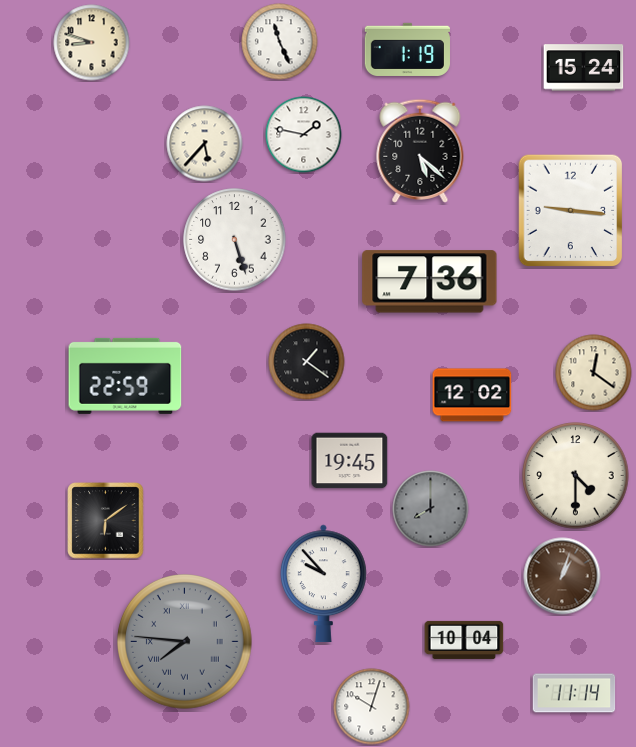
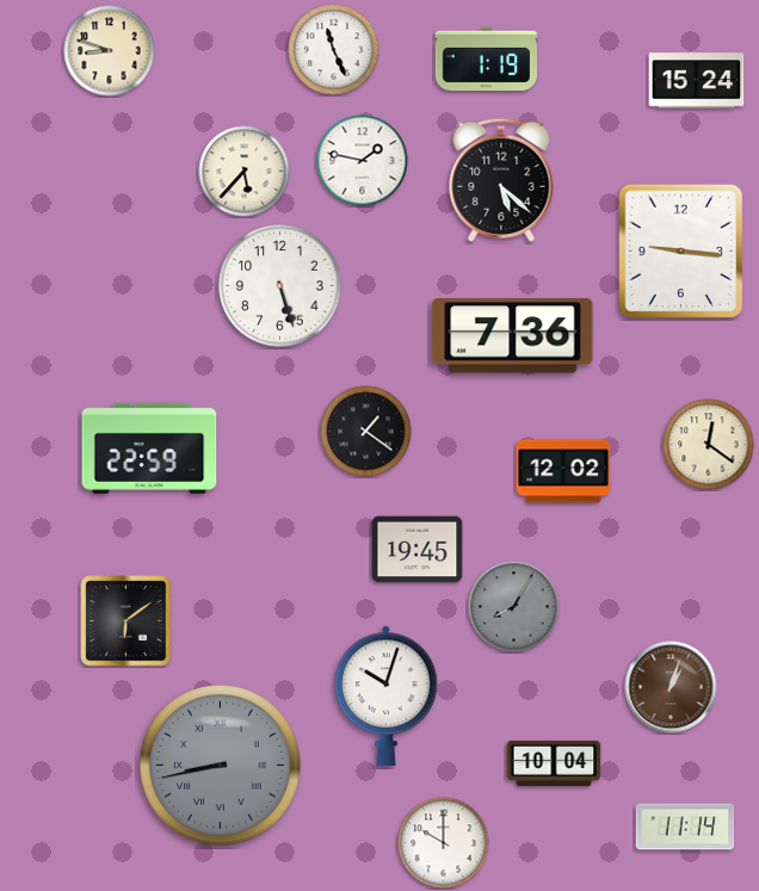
clock at (576, 476): 4:30 -> none
clock at (431, 509): 8:00 -> 8:05
clock at (324, 584): 9:53 -> 10:03
clock at (185, 642): 7:46 -> 8:43
clock at (372, 707): 10:03 -> 10:00
